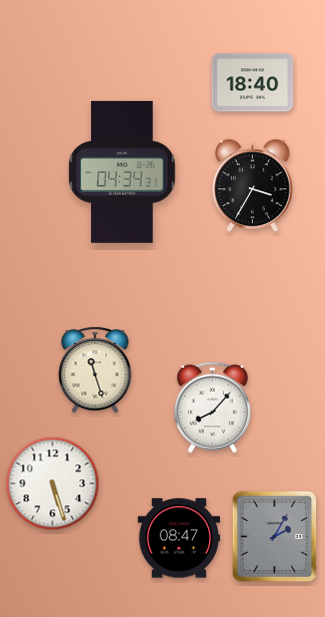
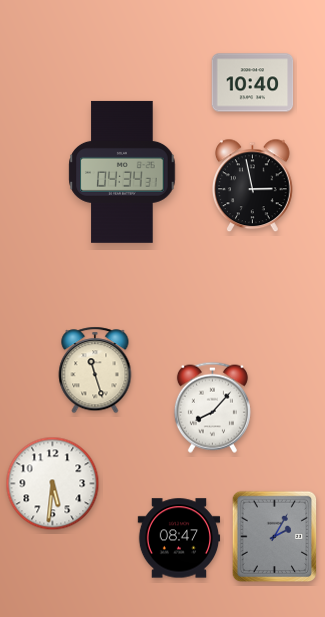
clock at (253, 83): 18:40 -> 10:40
clock at (253, 186): 3:35 -> 2:58
clock at (53, 484): 5:27 -> 5:31
